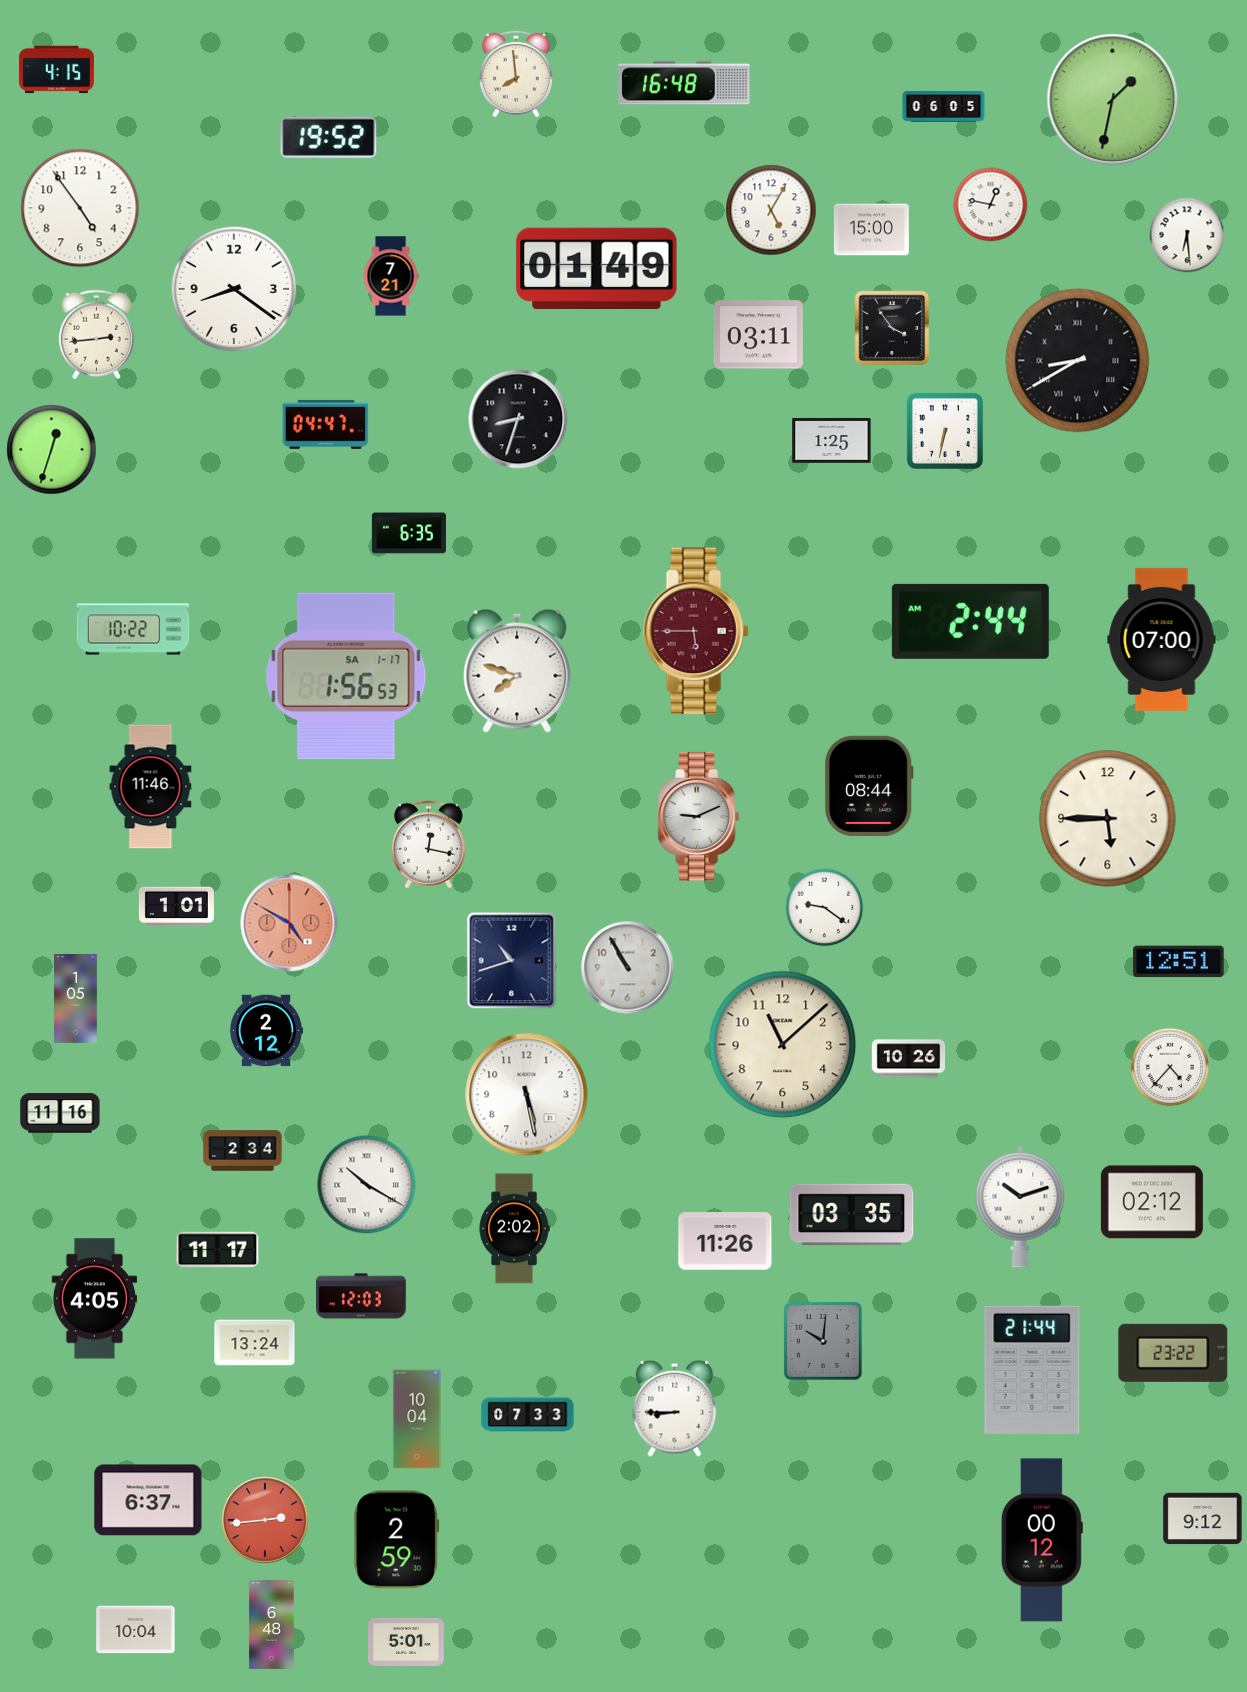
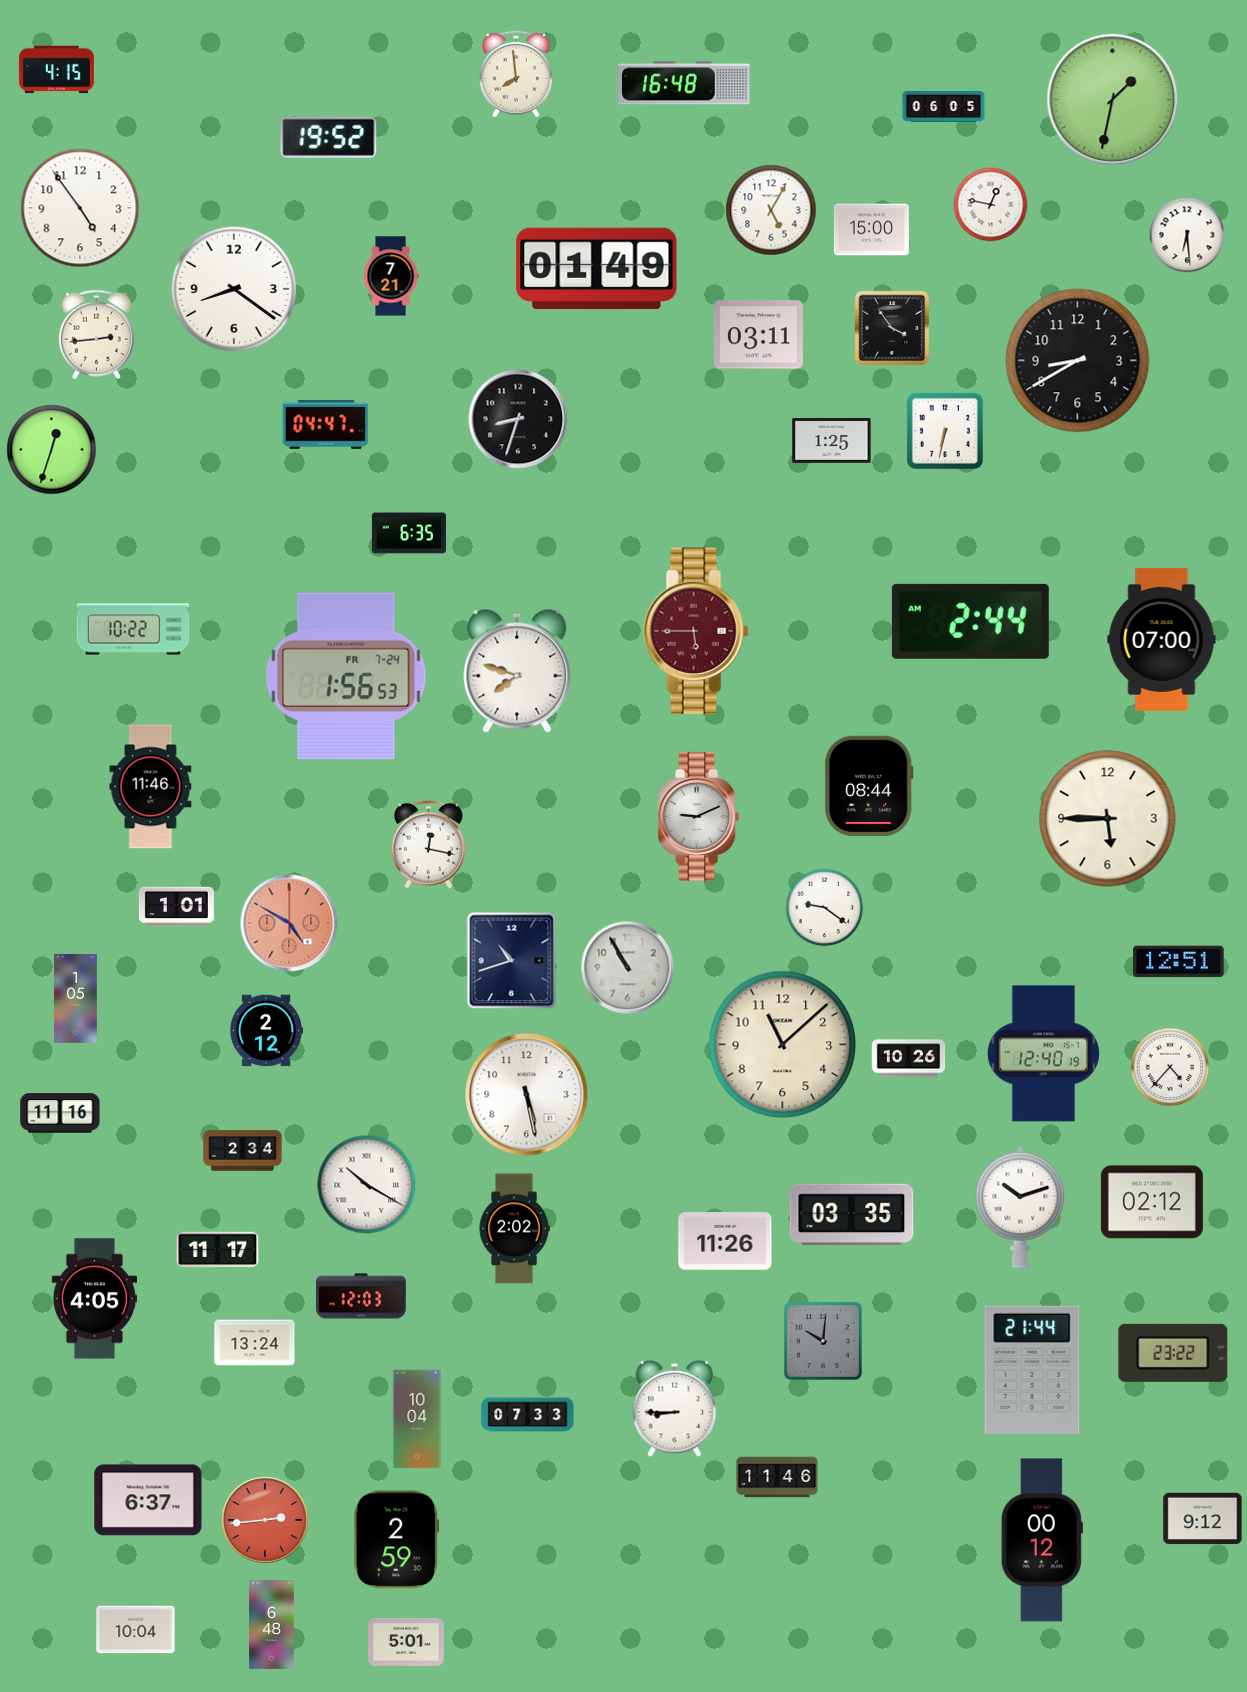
clock at (1078, 361) numerals: Roman -> Arabic
clock at (346, 676) date: SA 1-17 -> FR 7-24
clock at (1043, 1054): none -> 12:40
clock at (777, 1477): none -> 11:46
